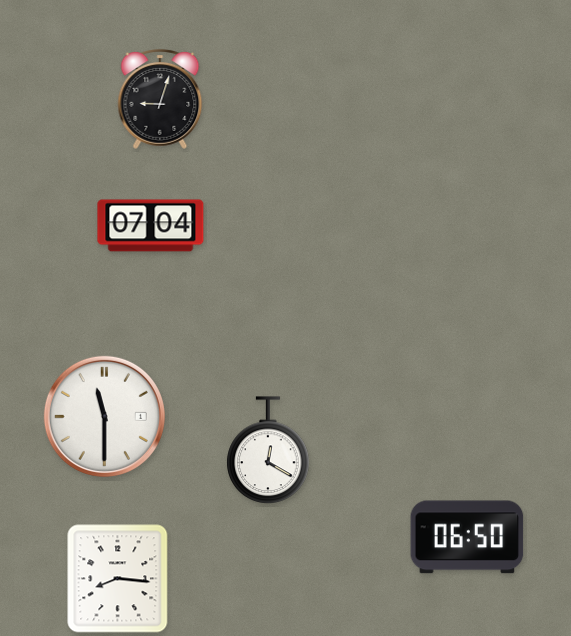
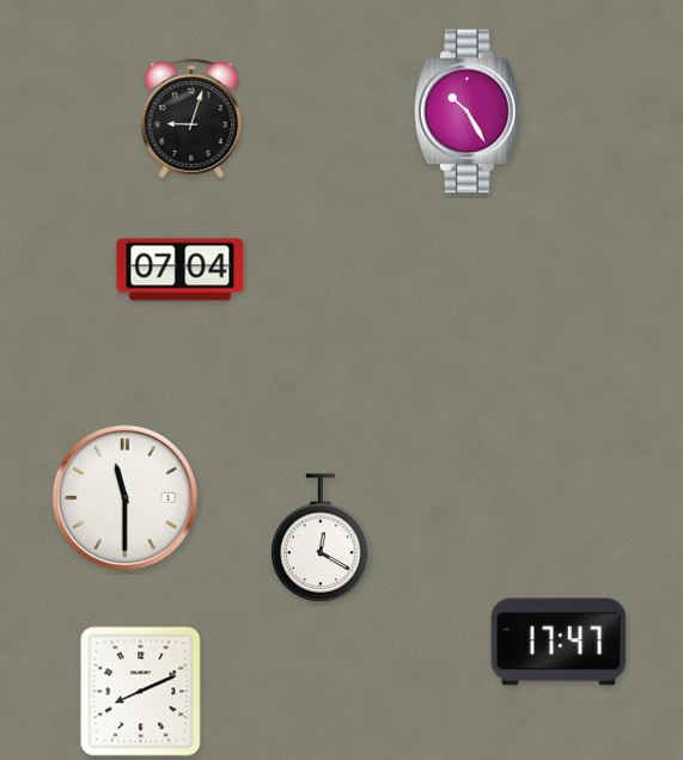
clock at (468, 111): none -> 10:25
clock at (467, 537): 06:50 -> 17:47
clock at (118, 579): 8:16 -> 8:11
